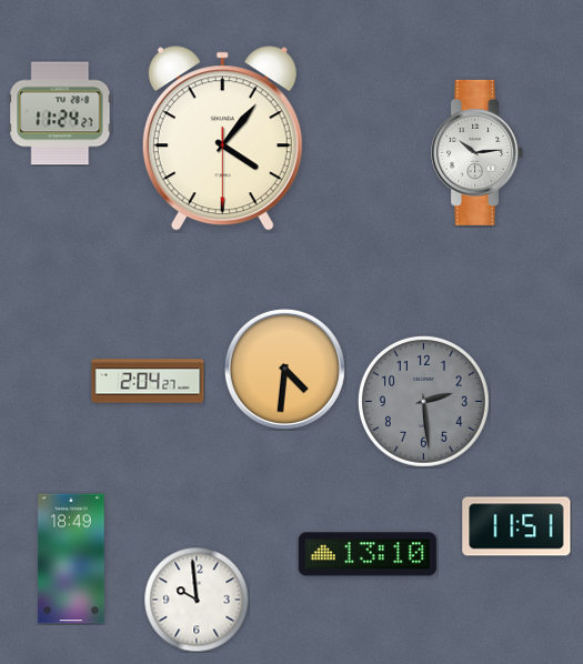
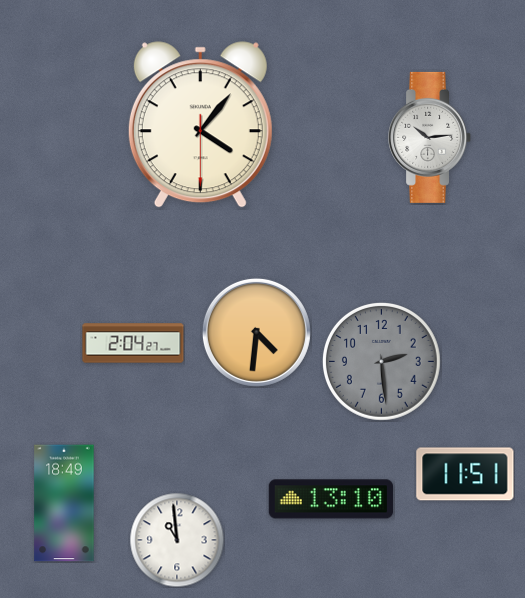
clock at (60, 113): 11:24 -> none
clock at (197, 600): 9:59 -> 10:59
